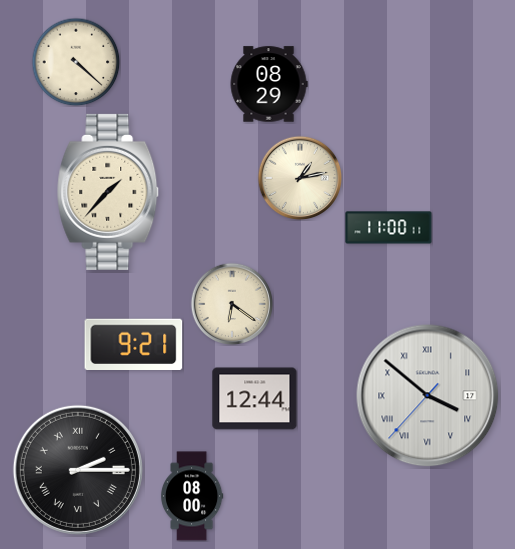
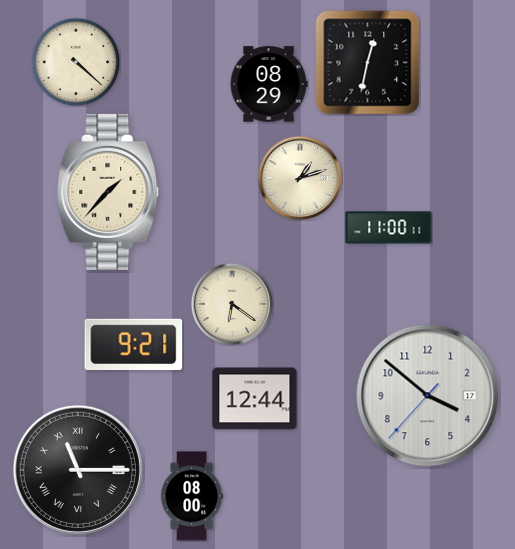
clock at (368, 63): none -> 12:32
clock at (300, 178): 1:13 -> 1:12
clock at (428, 396) numerals: Roman -> Arabic
clock at (78, 470): 2:15 -> 11:15
